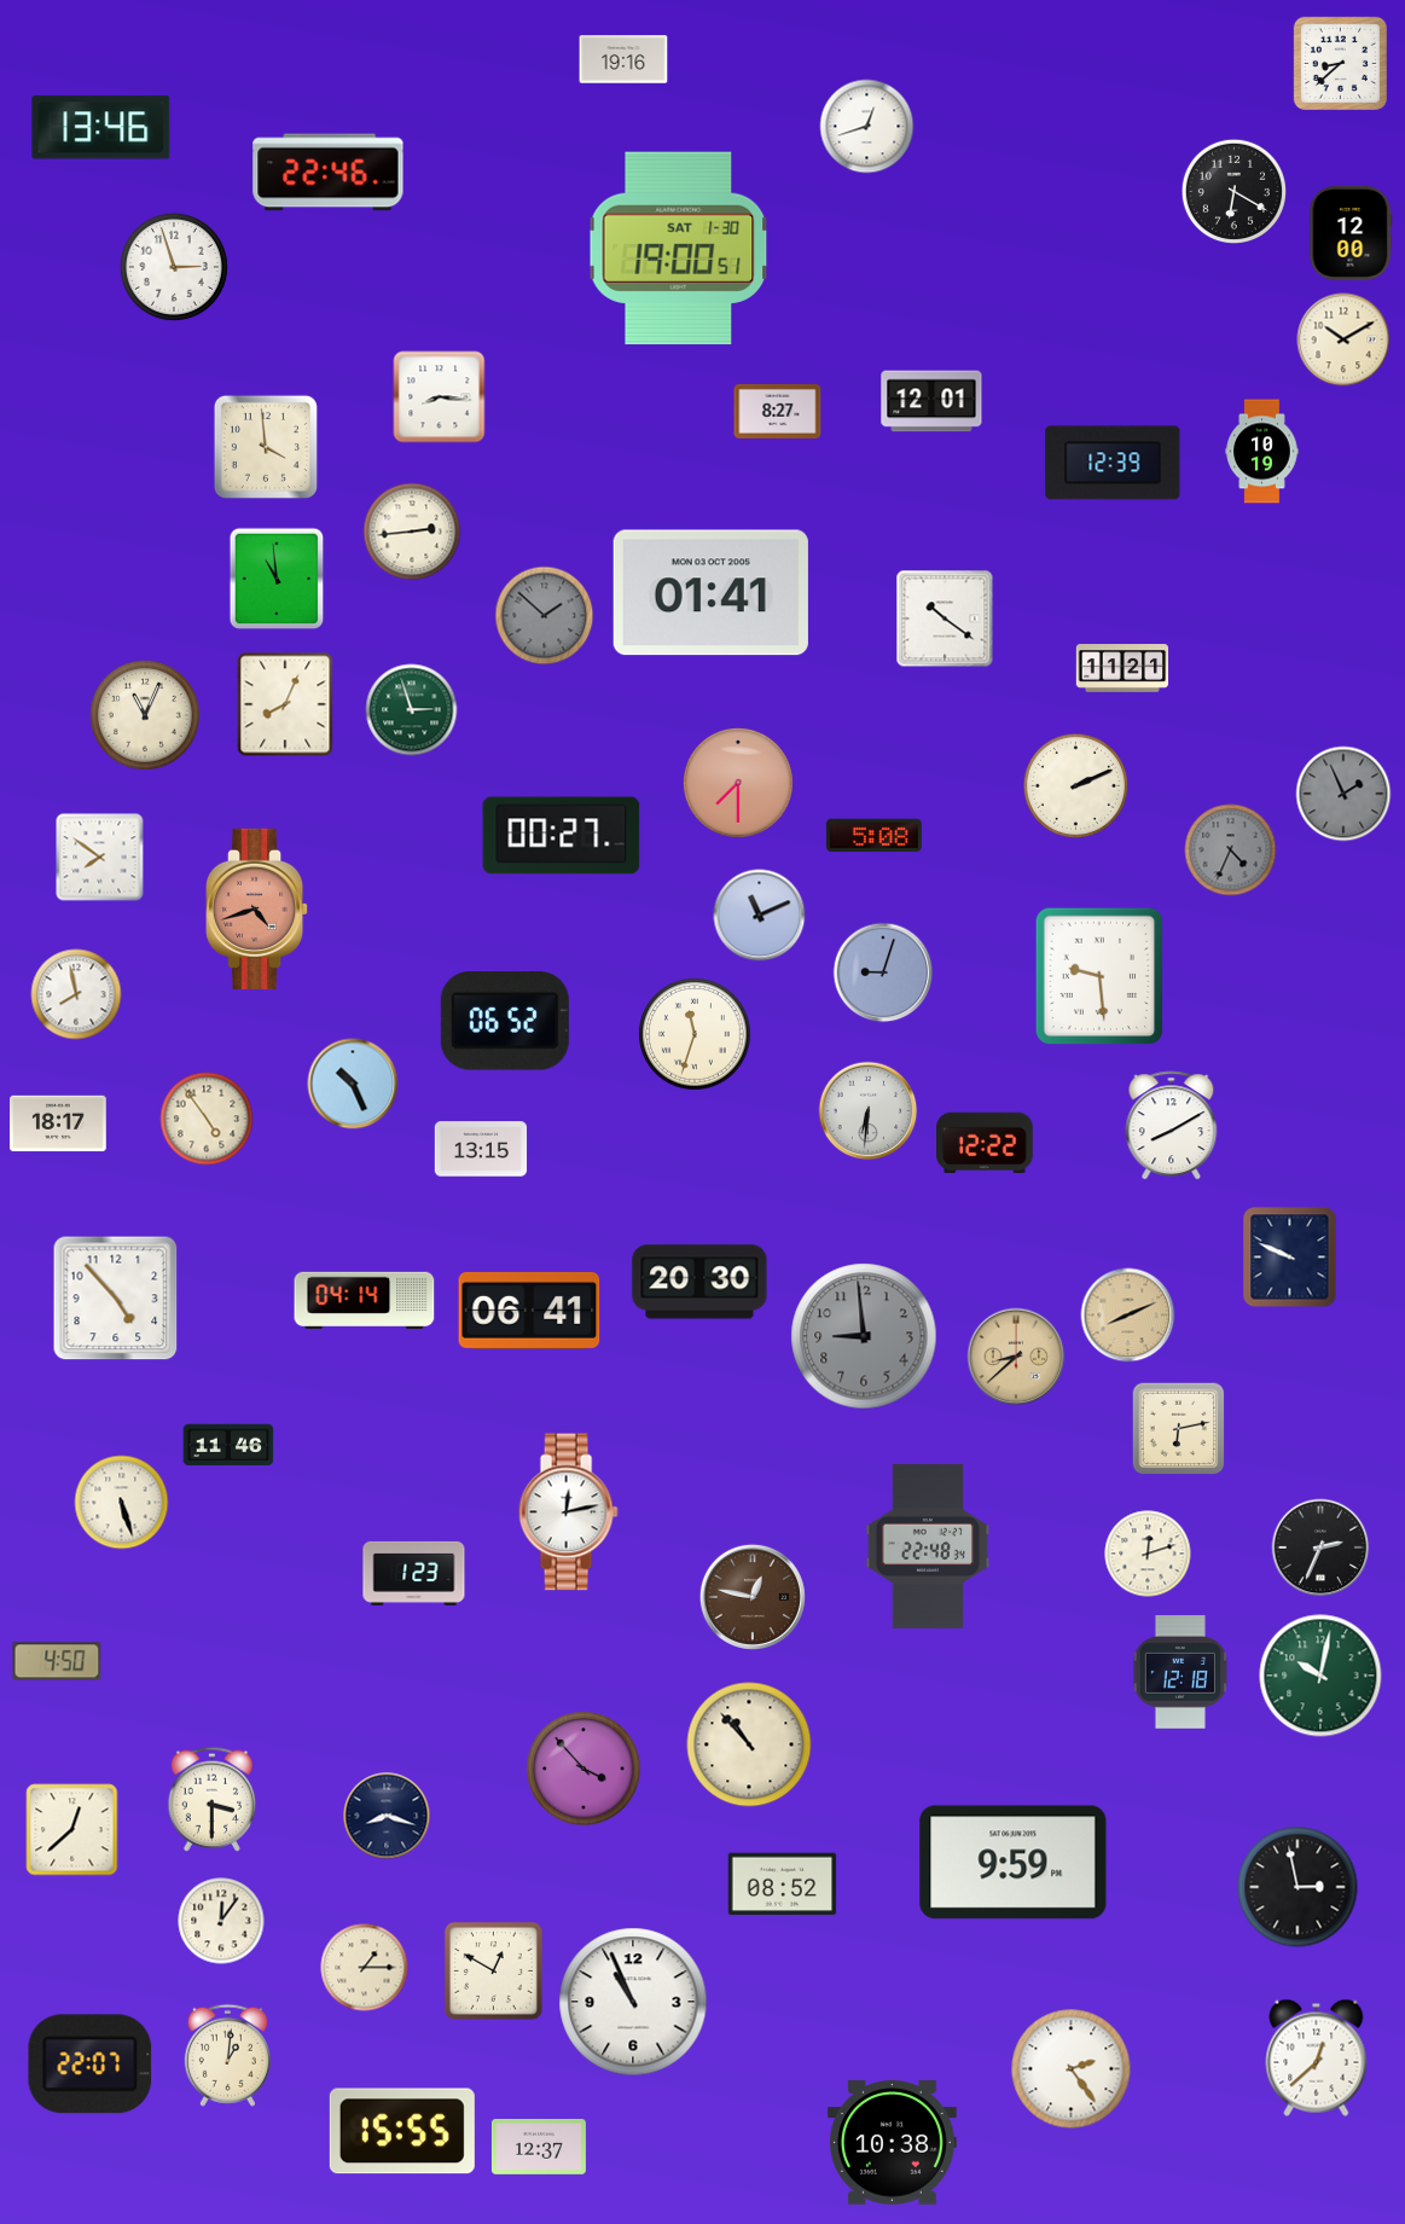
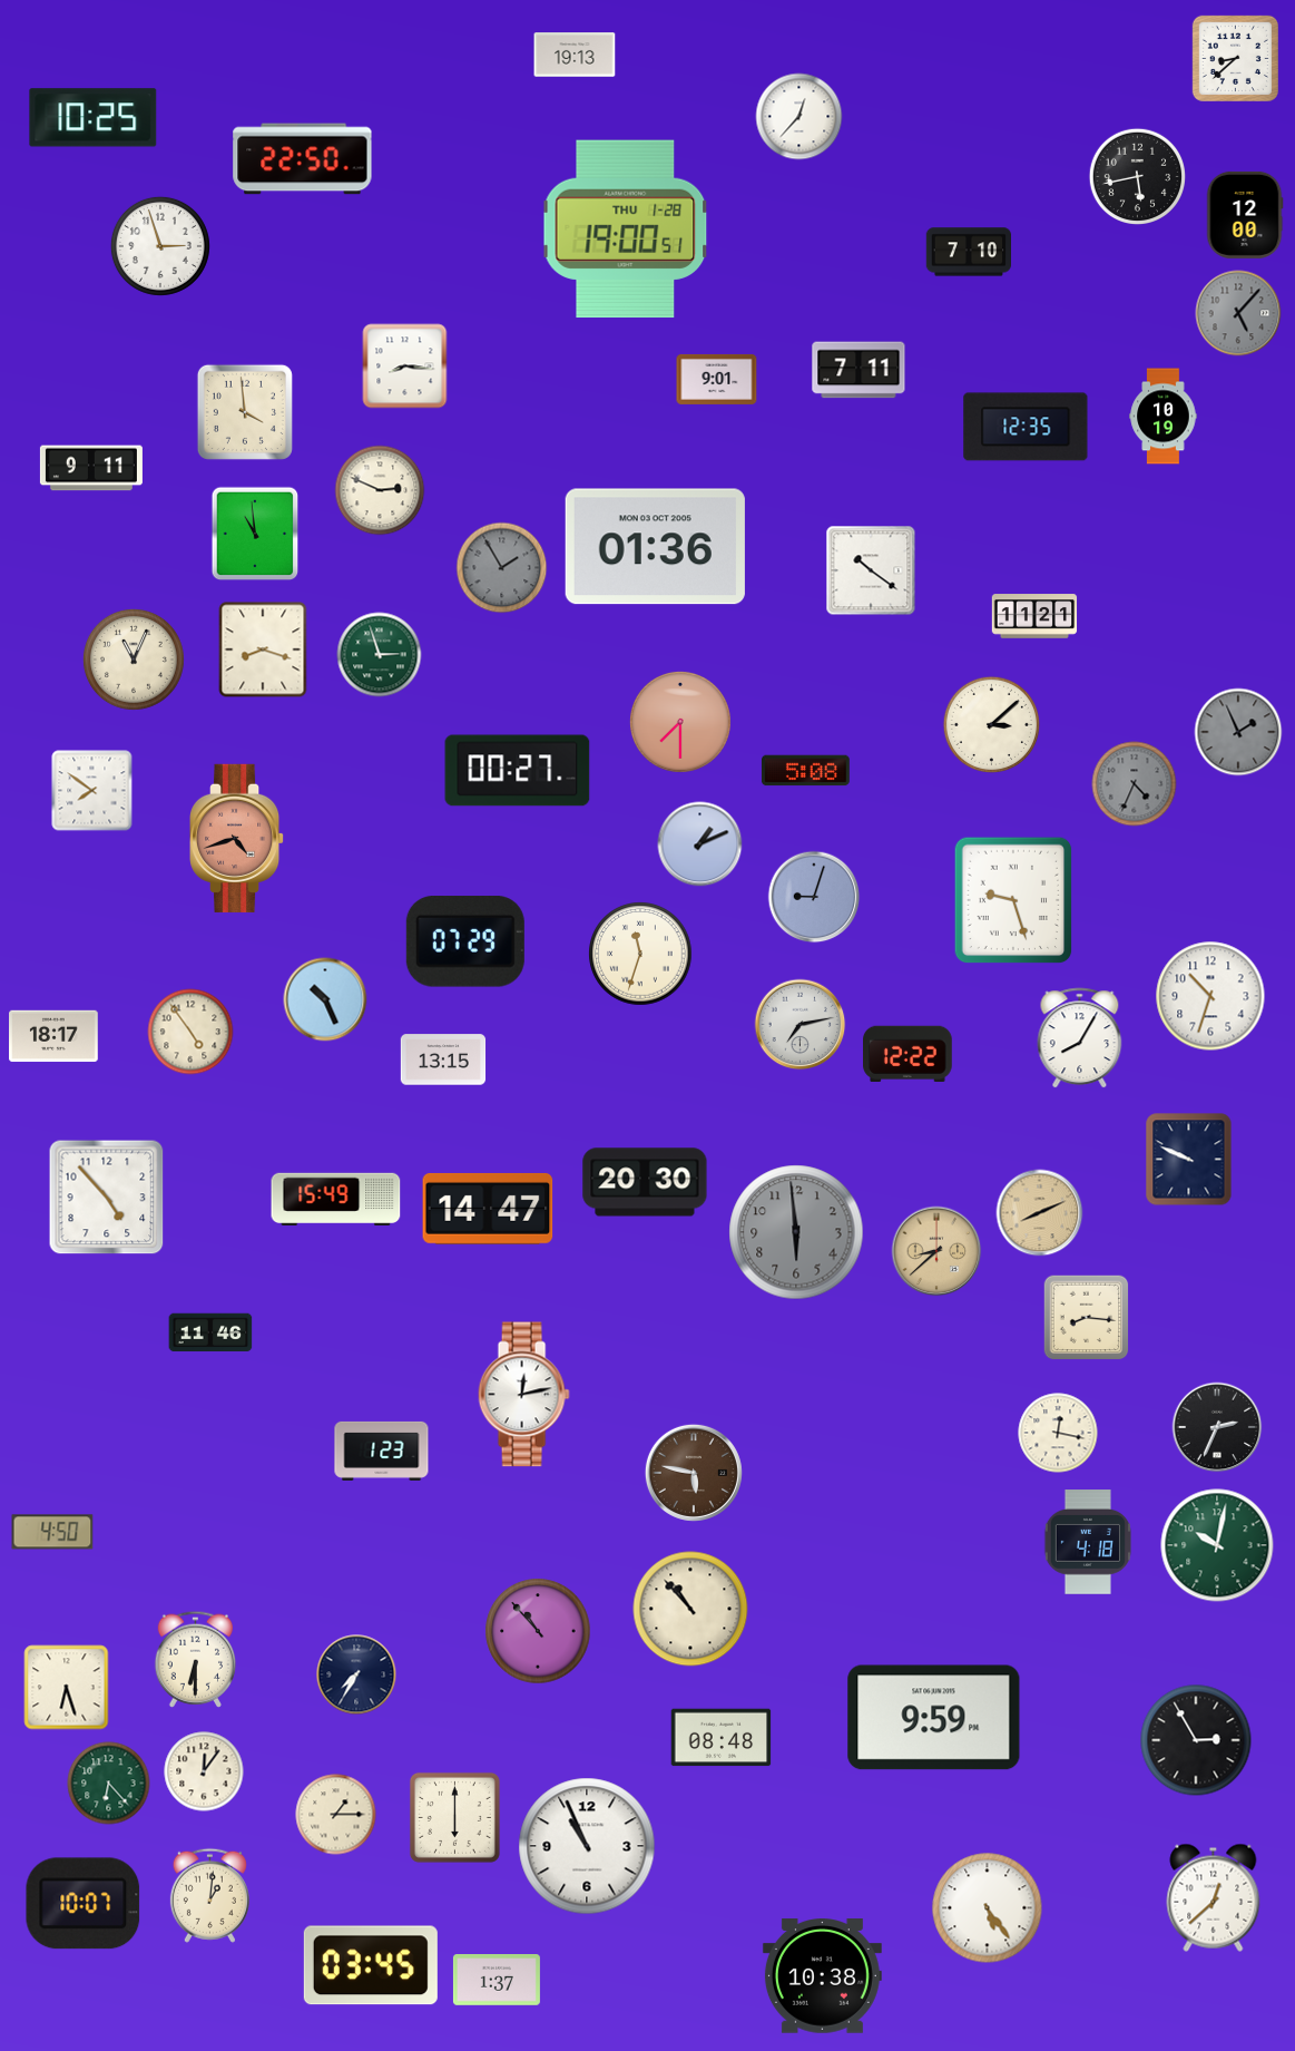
clock at (623, 59): 19:16 -> 19:13
clock at (867, 127): 12:42 -> 12:37
clock at (101, 128): 13:46 -> 10:25
clock at (329, 173): 22:46 -> 22:50
clock at (1233, 191): 6:20 -> 5:43
clock at (679, 249) date: SAT 1-30 -> THU 1-28
clock at (969, 252): none -> 7:10
clock at (1343, 339): 10:10 -> 5:07
clock at (1343, 339) dial: cream -> grey
clock at (931, 401): 12:01 -> 7:11
clock at (778, 411): 8:27 -> 9:01
clock at (1113, 463): 12:39 -> 12:35
clock at (91, 468): none -> 9:11
clock at (412, 532): 2:44 -> 2:49
clock at (710, 593): 01:41 -> 01:36
clock at (545, 616): 1:52 -> 1:55
clock at (285, 704): 8:04 -> 8:18
clock at (1075, 785): 2:11 -> 3:08
clock at (760, 916): 11:11 -> 1:11
clock at (1099, 976): 9:29 -> 9:27
clock at (76, 994): 7:58 -> none
clock at (505, 1021): 06:52 -> 07:29
clock at (1210, 996): none -> 10:33
clock at (869, 1111): 6:31 -> 7:13
clock at (1172, 1126): 8:10 -> 8:05
clock at (365, 1300): 04:14 -> 15:49
clock at (529, 1311): 06:41 -> 14:47
clock at (864, 1336): 8:59 -> 5:59
clock at (1179, 1429): 6:13 -> 8:16
clock at (122, 1503): 5:27 -> none
clock at (927, 1547): 22:48 -> none
clock at (1148, 1554): 12:12 -> 12:17
clock at (753, 1597): 12:47 -> 5:47
clock at (1180, 1672): 12:18 -> 4:18
clock at (584, 1769): 3:53 -> 10:53
clock at (211, 1799): 3:30 -> 6:30
clock at (387, 1816): 8:18 -> 7:35
clock at (72, 1830): 12:38 -> 6:27
clock at (783, 1885): 08:52 -> 08:48
clock at (1297, 1887): 2:58 -> 2:55
clock at (109, 1784): none -> 6:23
clock at (493, 1970): 12:50 -> 6:00
clock at (633, 2002) position: (633, 2002) -> (587, 1846)
clock at (91, 2065): 22:07 -> 10:07
clock at (1072, 2069): 2:24 -> 5:24
clock at (402, 2131): 15:55 -> 03:45
clock at (539, 2148): 12:37 -> 1:37
